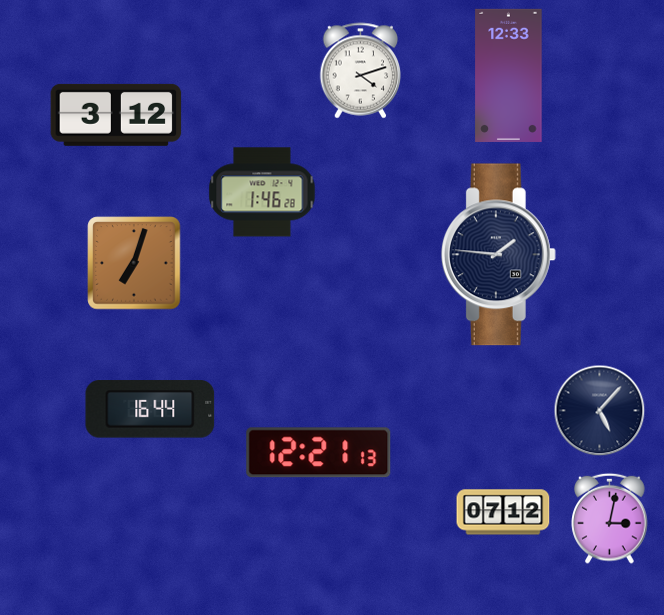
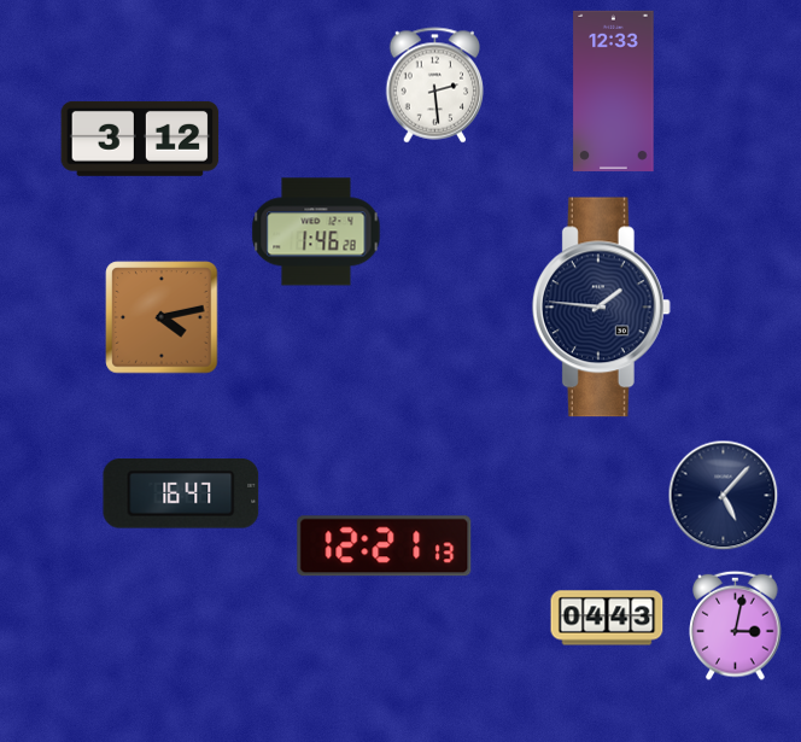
clock at (361, 71): 4:12 -> 2:29
clock at (134, 263): 7:03 -> 4:13
clock at (150, 409): 16:44 -> 16:47
clock at (503, 512): 07:12 -> 04:43
